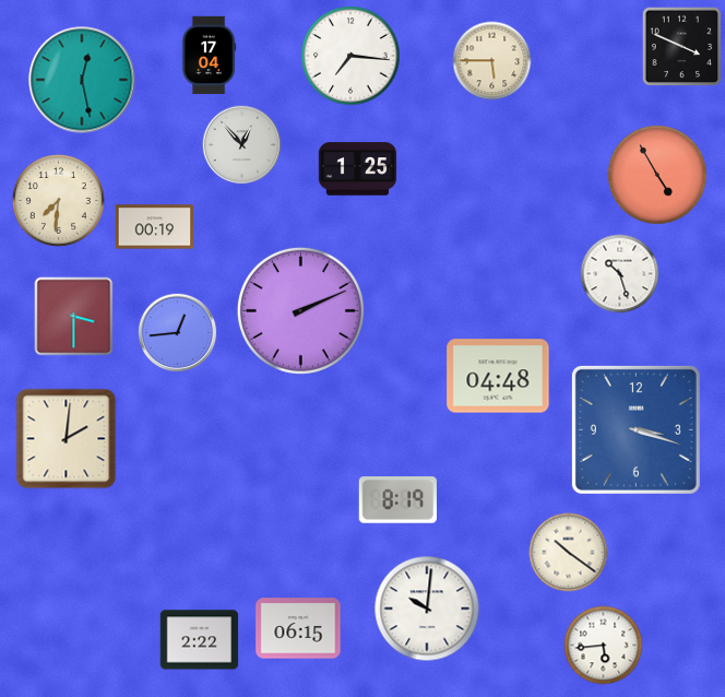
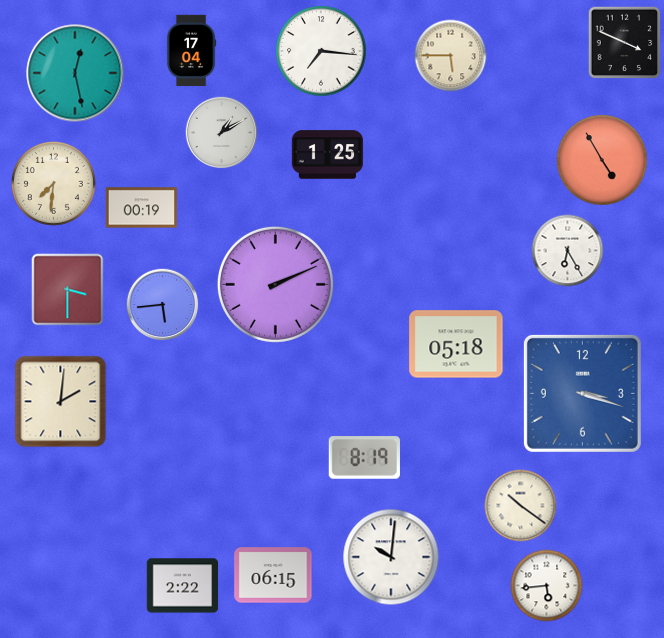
clock at (242, 145): 12:53 -> 1:10
clock at (620, 274): 10:27 -> 6:25
clock at (178, 333): 12:44 -> 5:44
clock at (498, 376): 04:48 -> 05:18
clock at (604, 646) position: (604, 646) -> (547, 586)
